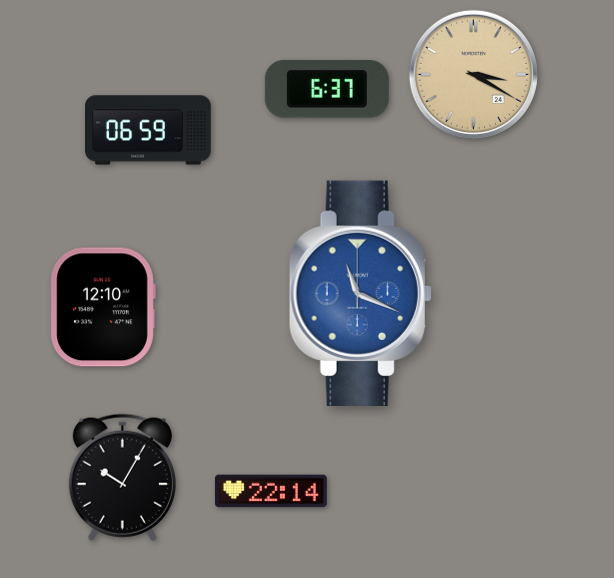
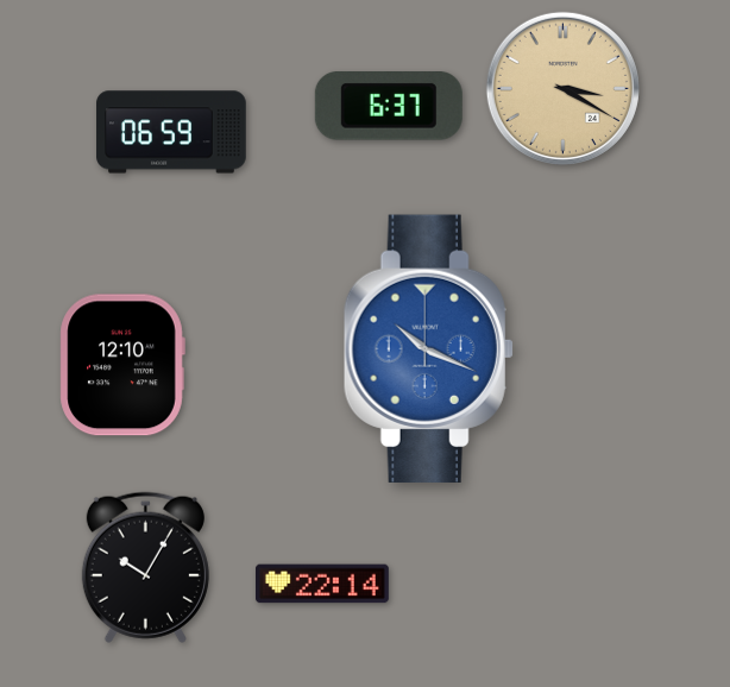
clock at (148, 130) position: (148, 130) -> (171, 132)
clock at (360, 293): 11:19 -> 10:19
